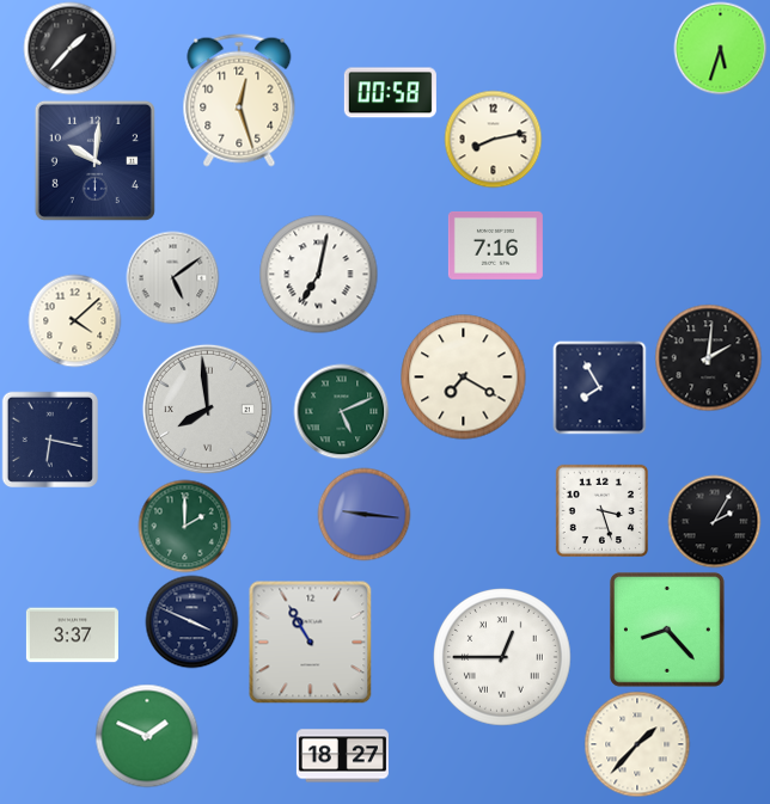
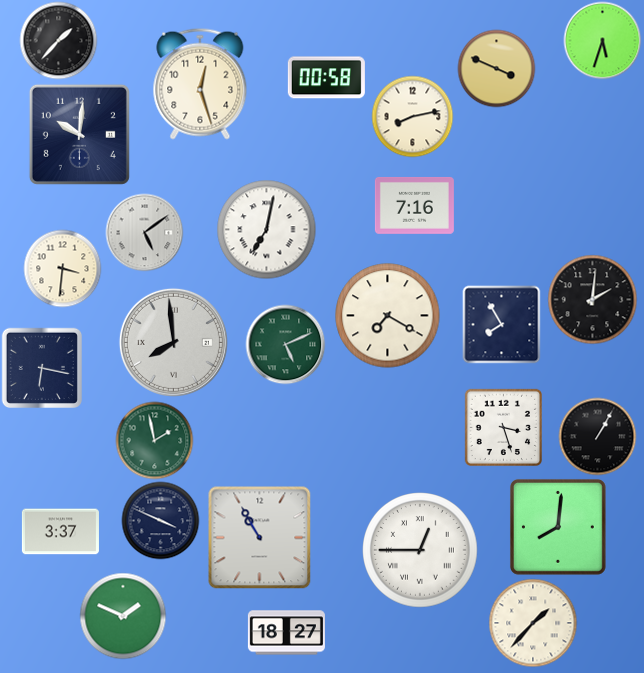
clock at (496, 68): none -> 3:49
clock at (74, 320): 4:08 -> 3:31
clock at (363, 514): 9:16 -> none
clock at (714, 521): 2:05 -> 1:05
clock at (184, 526): 2:00 -> 1:58
clock at (667, 630): 8:23 -> 8:01
